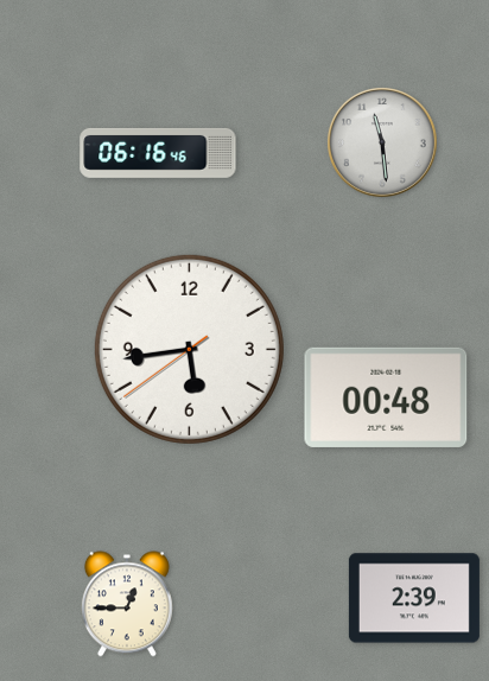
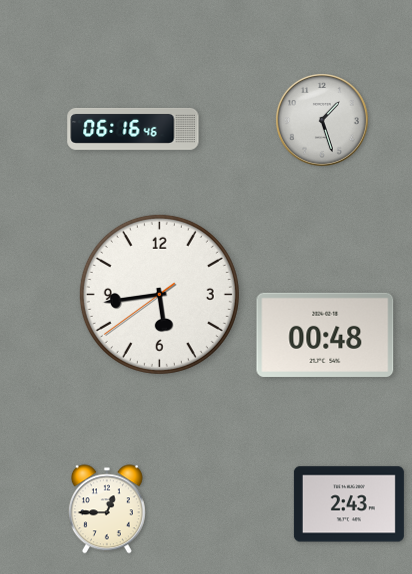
clock at (382, 142): 11:29 -> 1:27
clock at (414, 598): 2:39 -> 2:43
